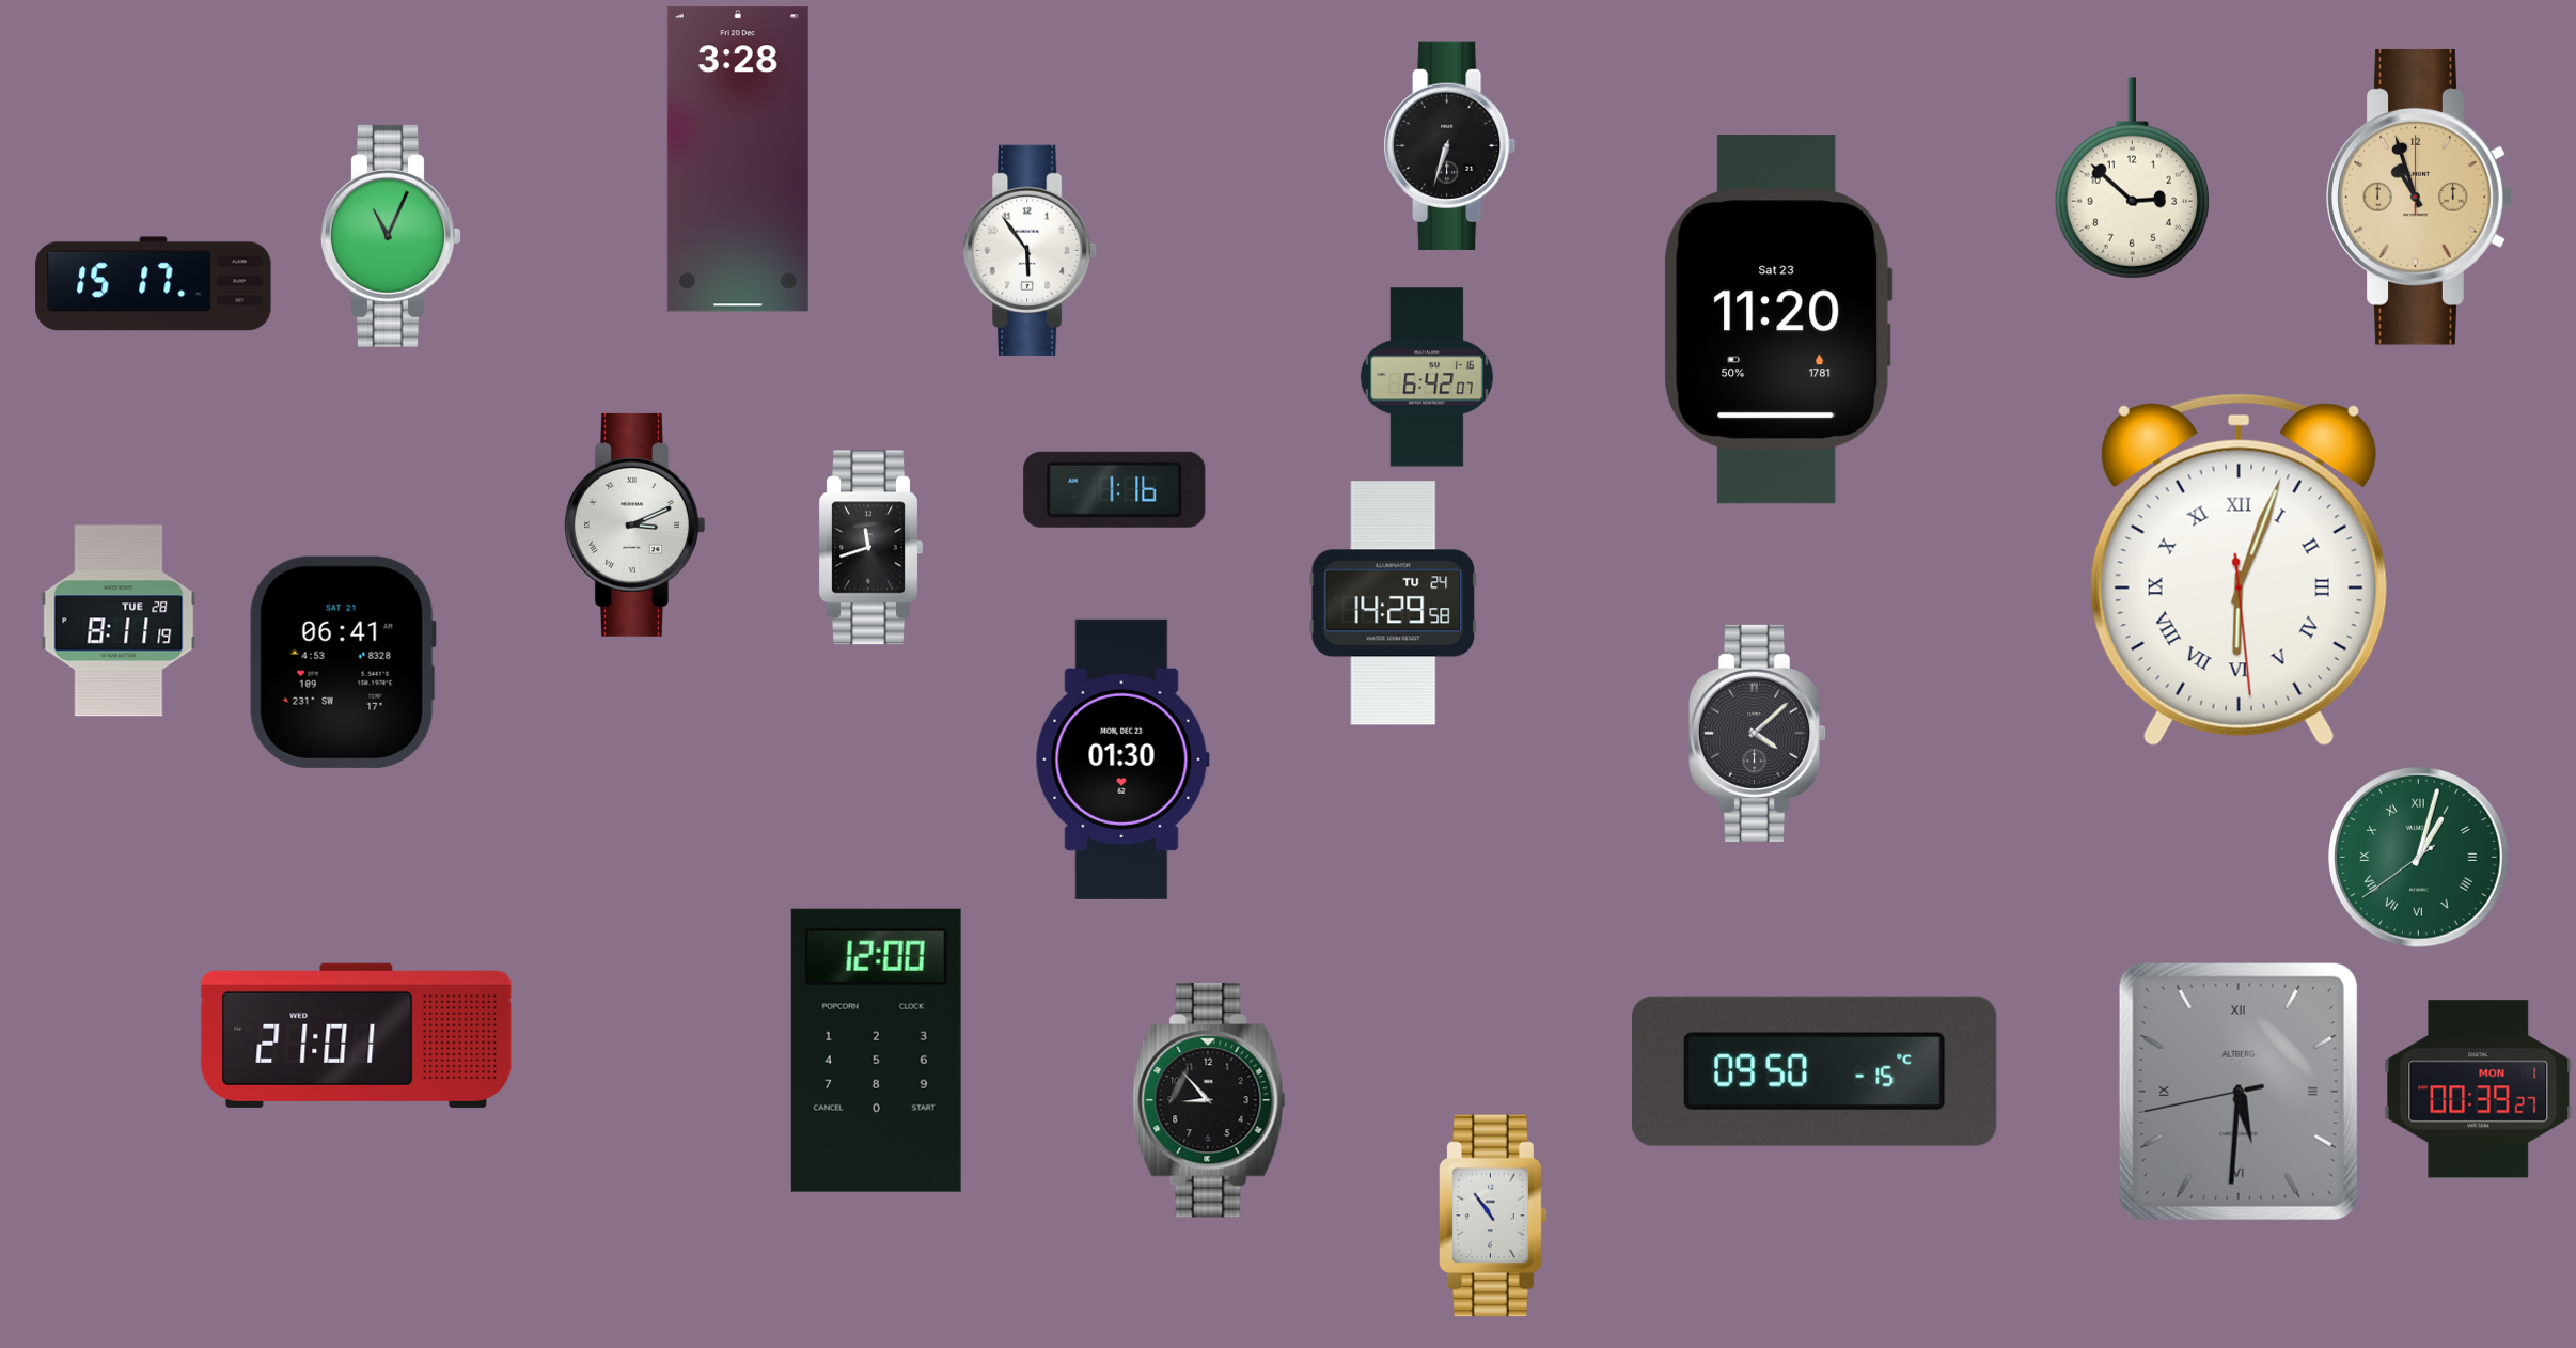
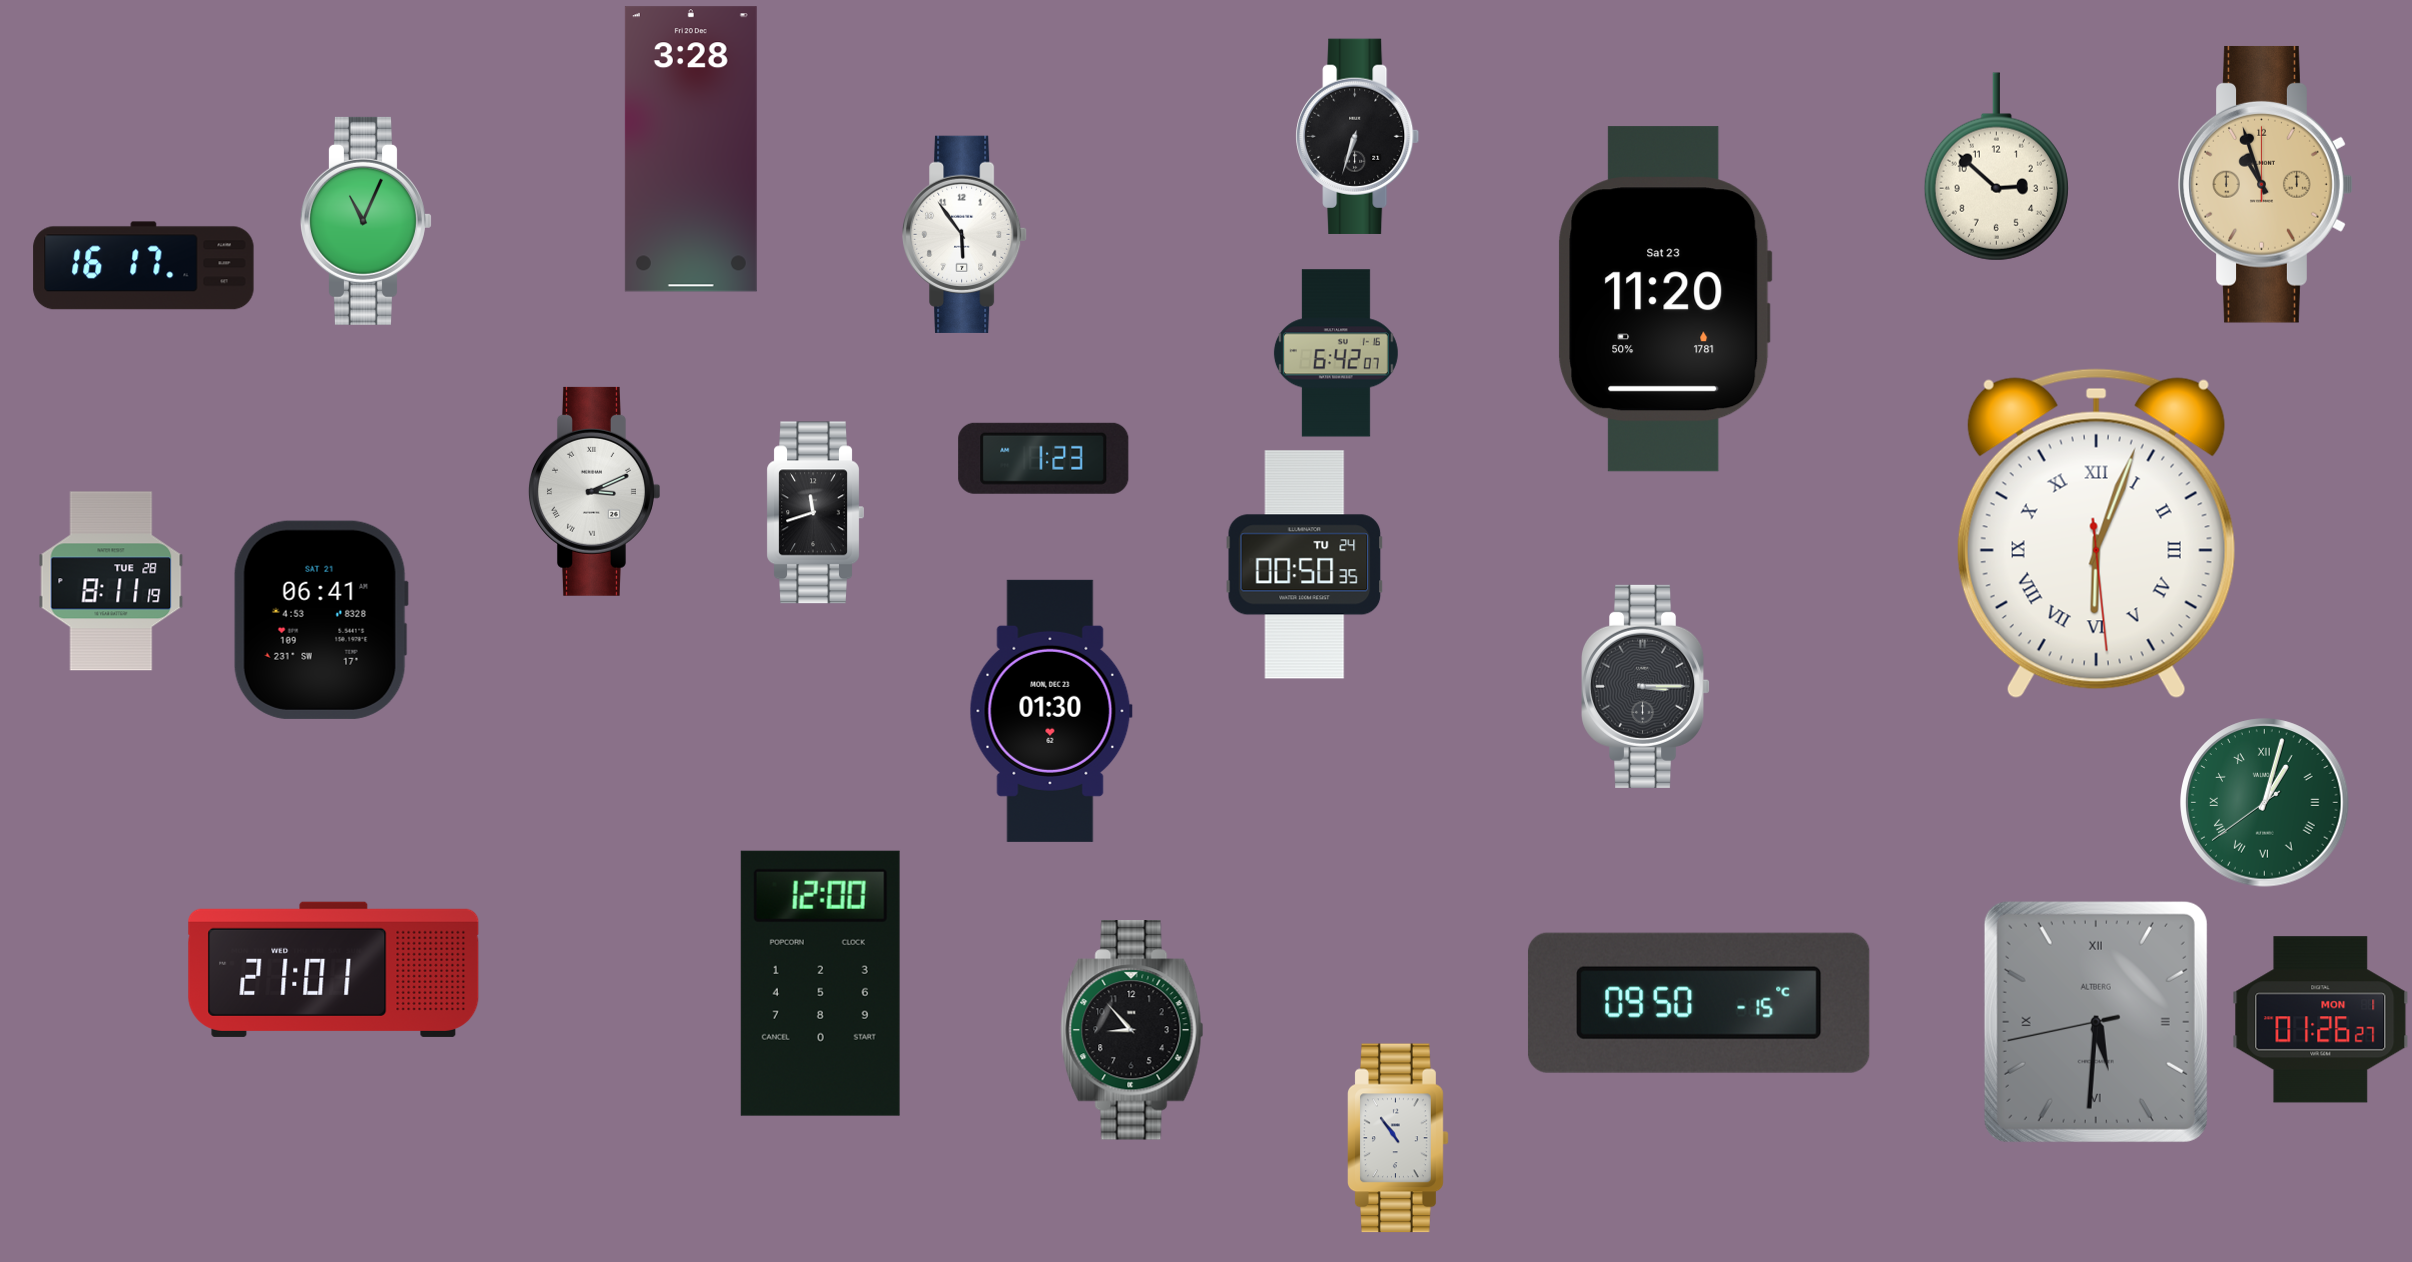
clock at (154, 284): 15:17 -> 16:17
clock at (1115, 489): 1:16 -> 1:23
clock at (1394, 604): 14:29 -> 00:50
clock at (1759, 733): 4:08 -> 3:15
clock at (2479, 1090): 00:39 -> 01:26
